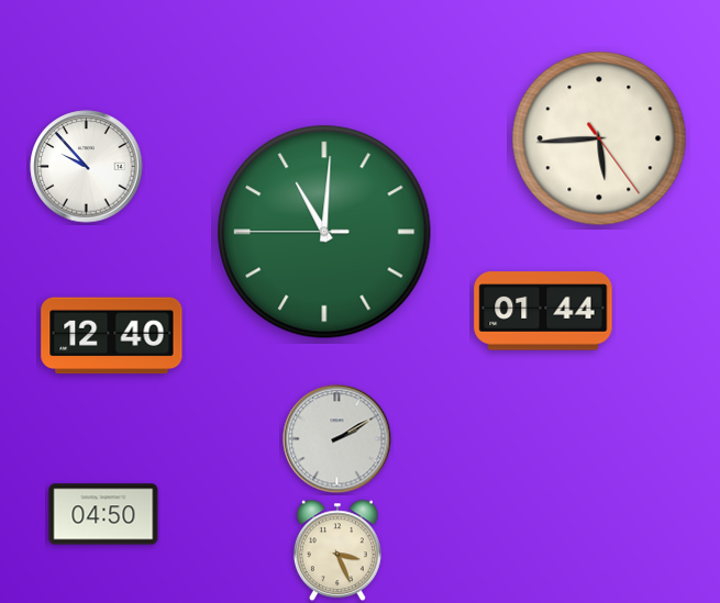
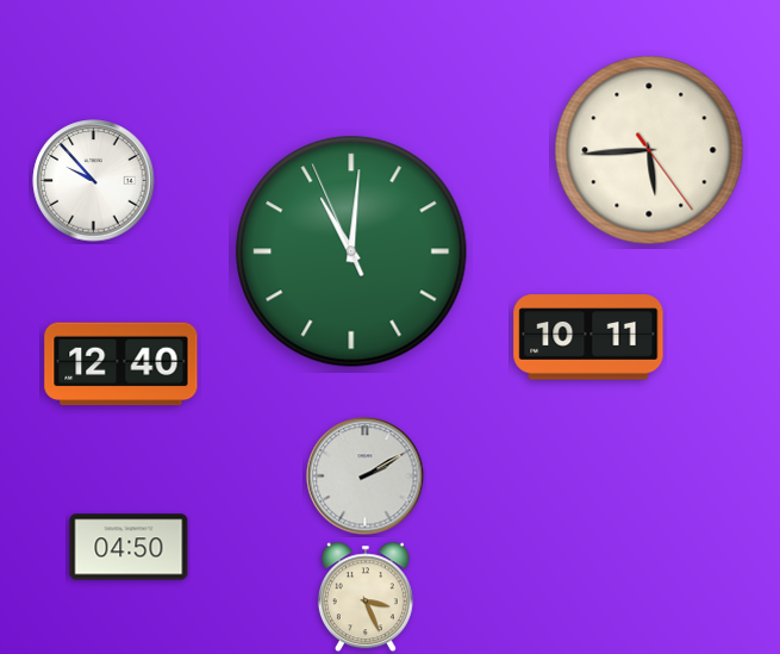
clock at (324, 232): 11:00:45 -> 11:00:56
clock at (543, 311): 01:44 -> 10:11
clock at (103, 514) position: (103, 514) -> (129, 547)
